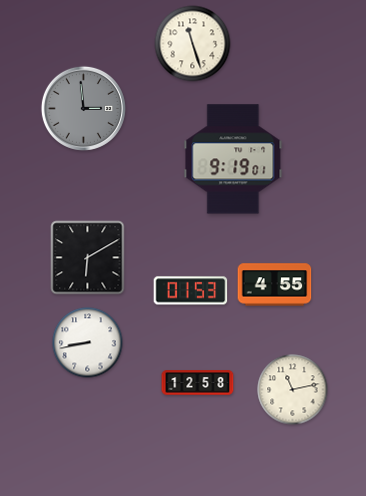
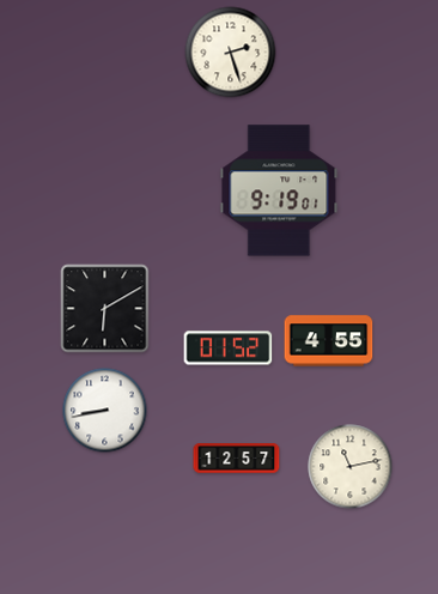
clock at (193, 44): 11:27 -> 2:27
clock at (83, 108): 2:59 -> none
clock at (191, 291): 01:53 -> 01:52
clock at (198, 383): 12:58 -> 12:57
